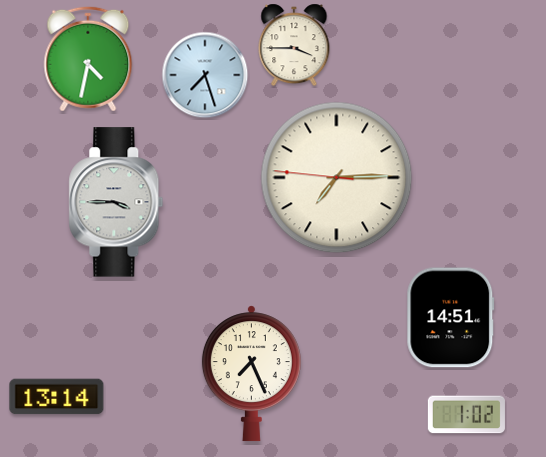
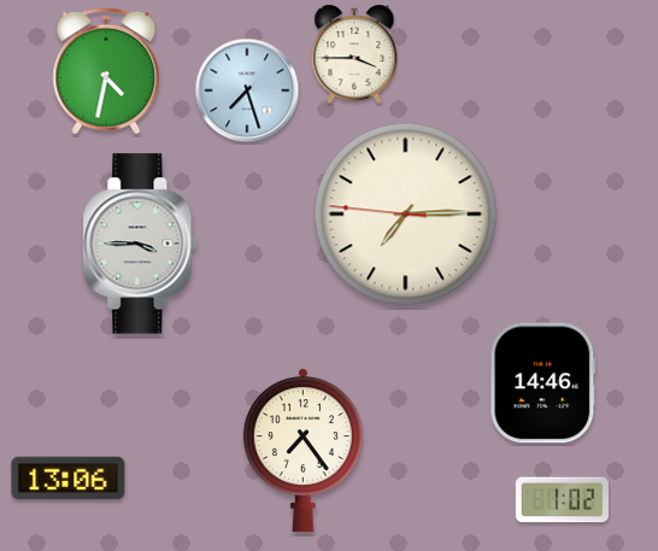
clock at (451, 318): 14:51 -> 14:46
clock at (251, 374): 7:26 -> 7:24
clock at (57, 397): 13:14 -> 13:06
